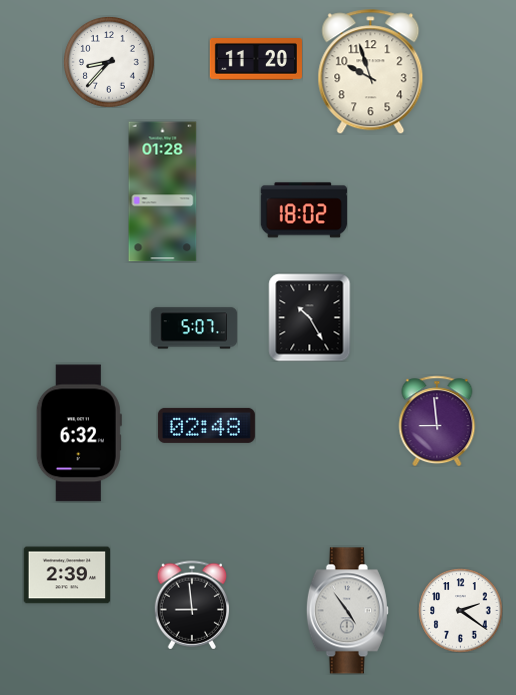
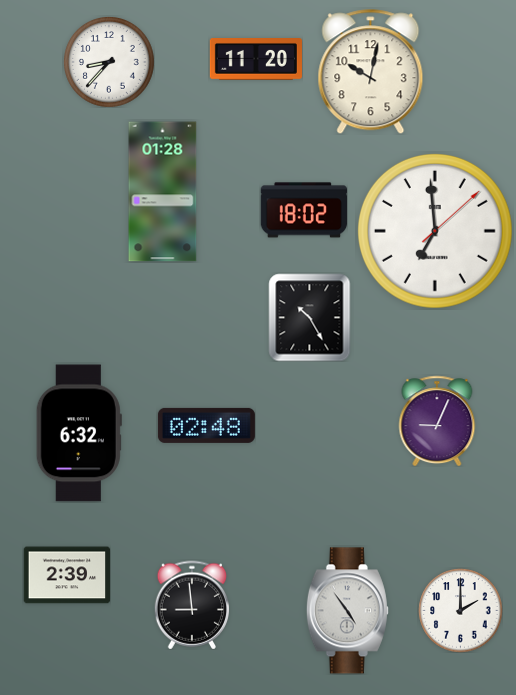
clock at (371, 72): 9:57 -> 10:02
clock at (435, 231): none -> 6:59
clock at (194, 328): 5:07 -> none
clock at (437, 421): 8:59 -> 9:04
clock at (460, 610): 2:21 -> 2:00
